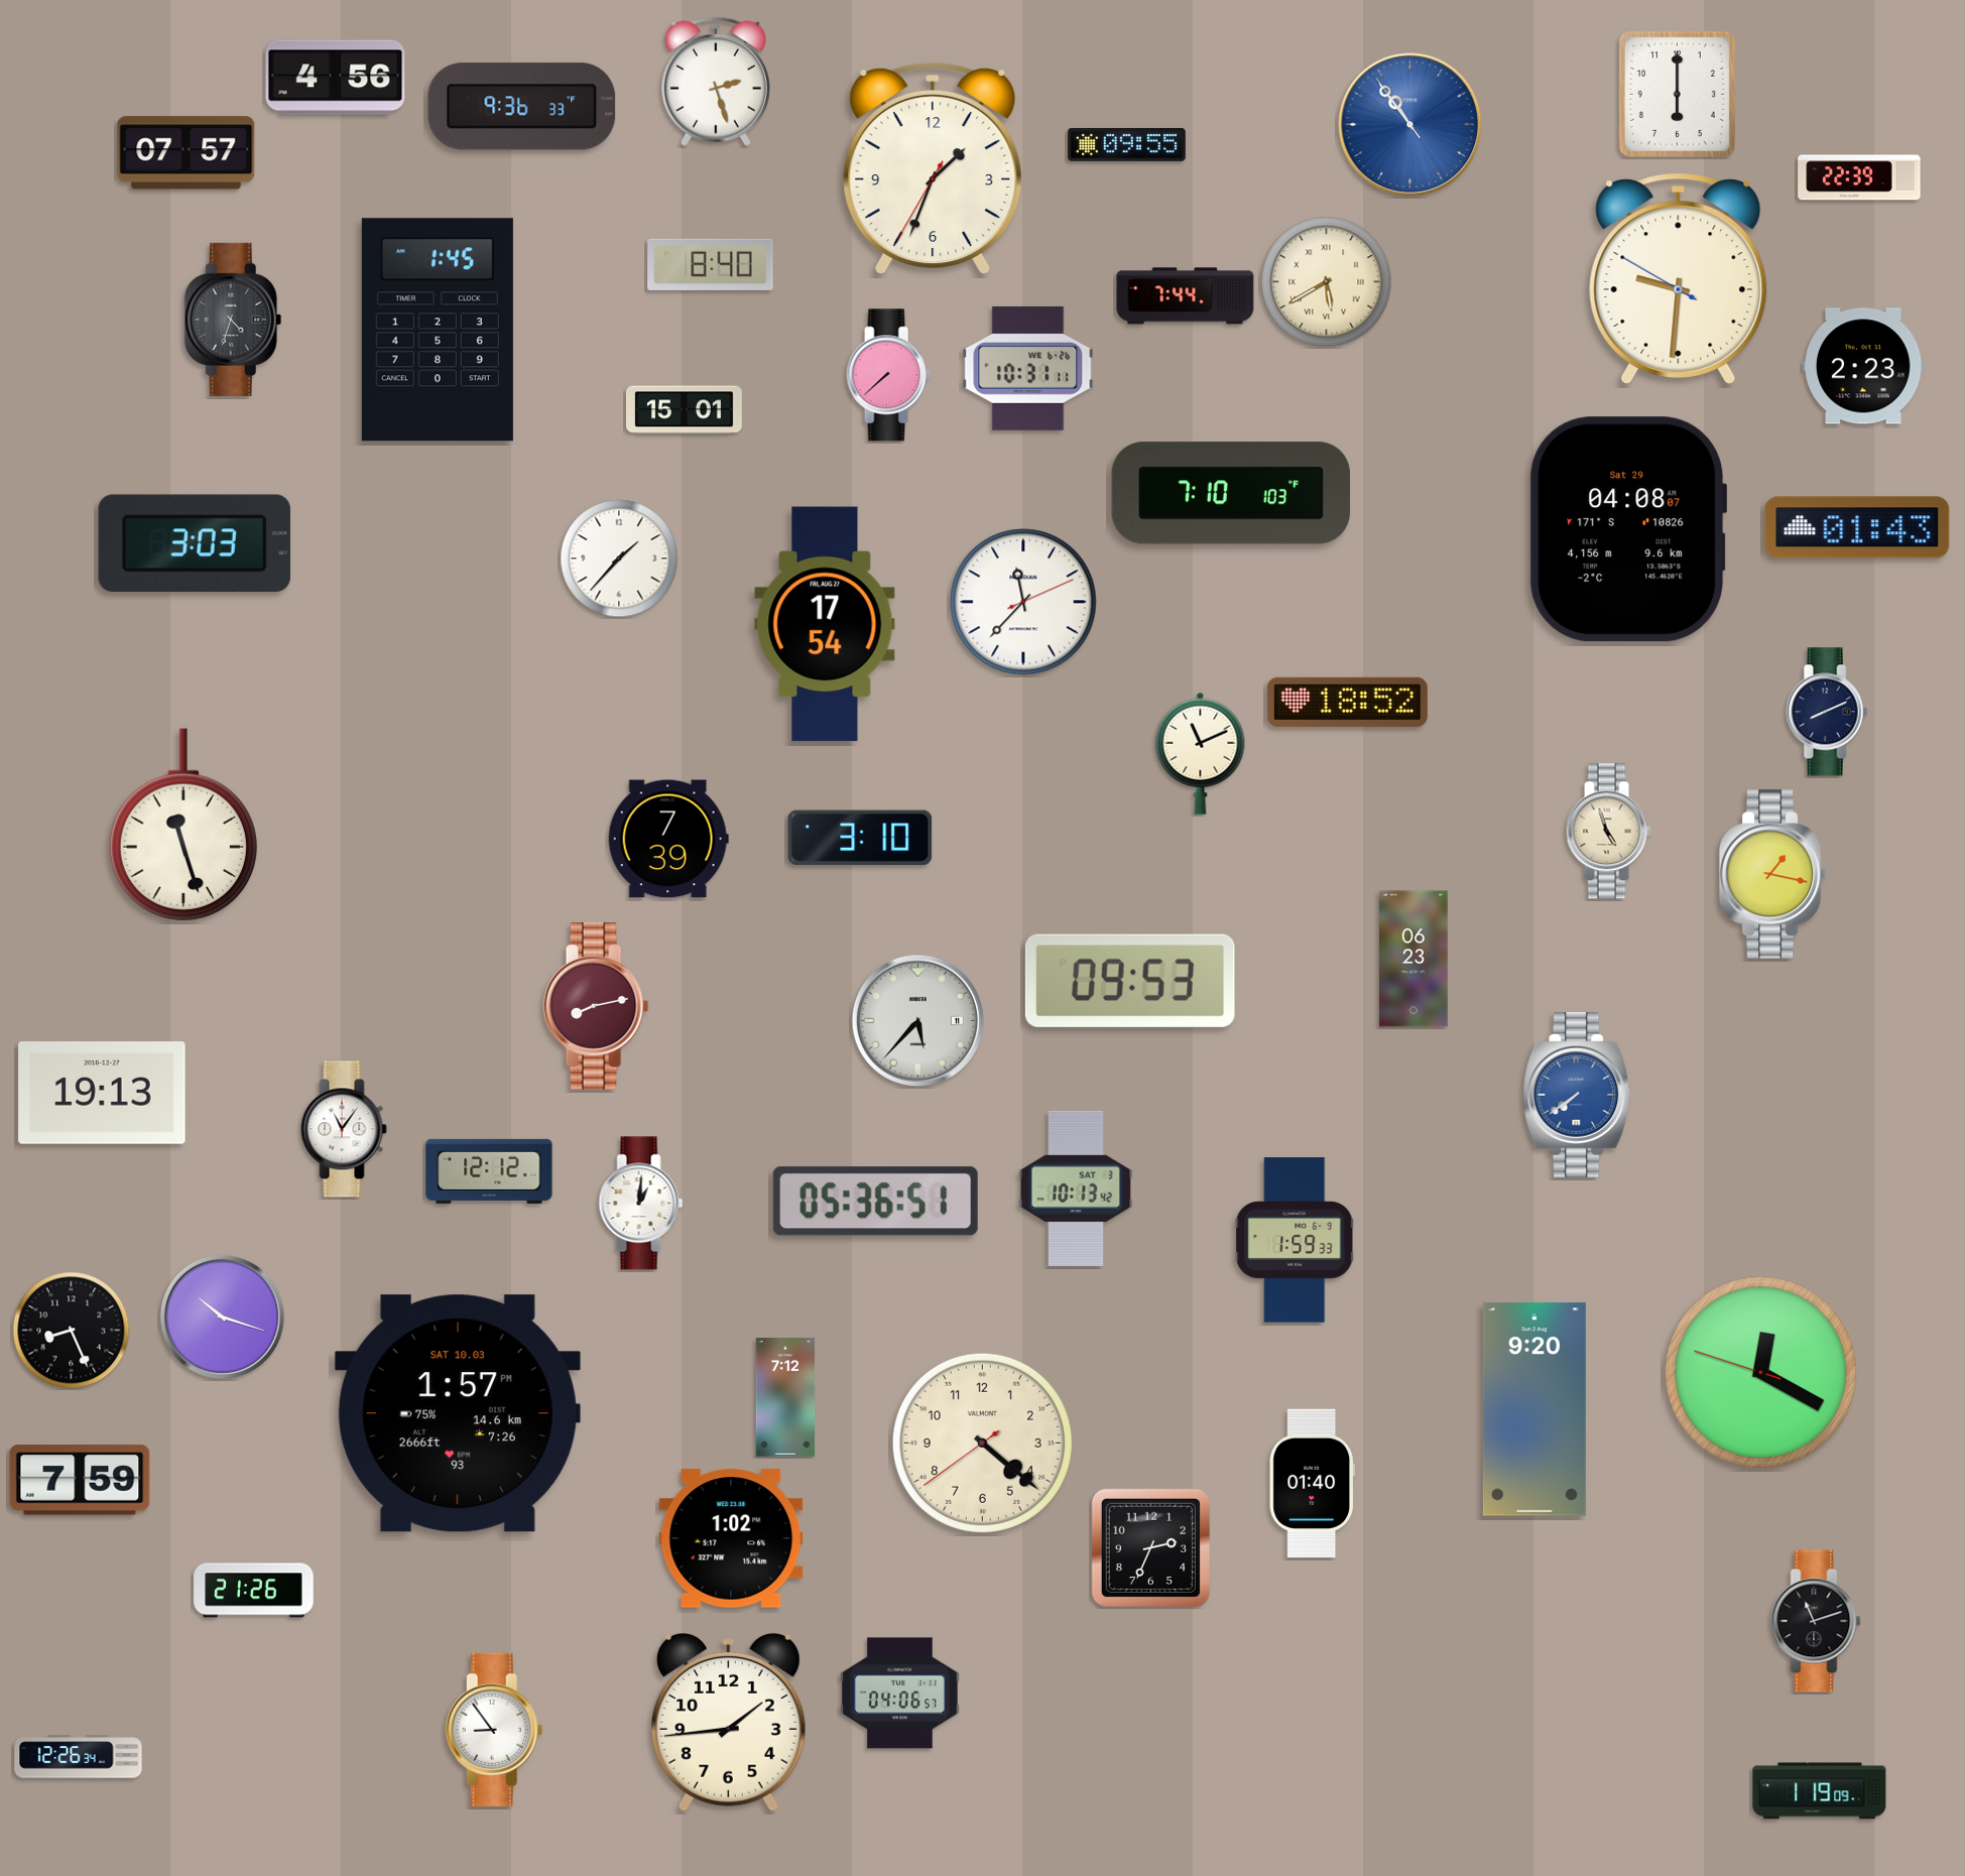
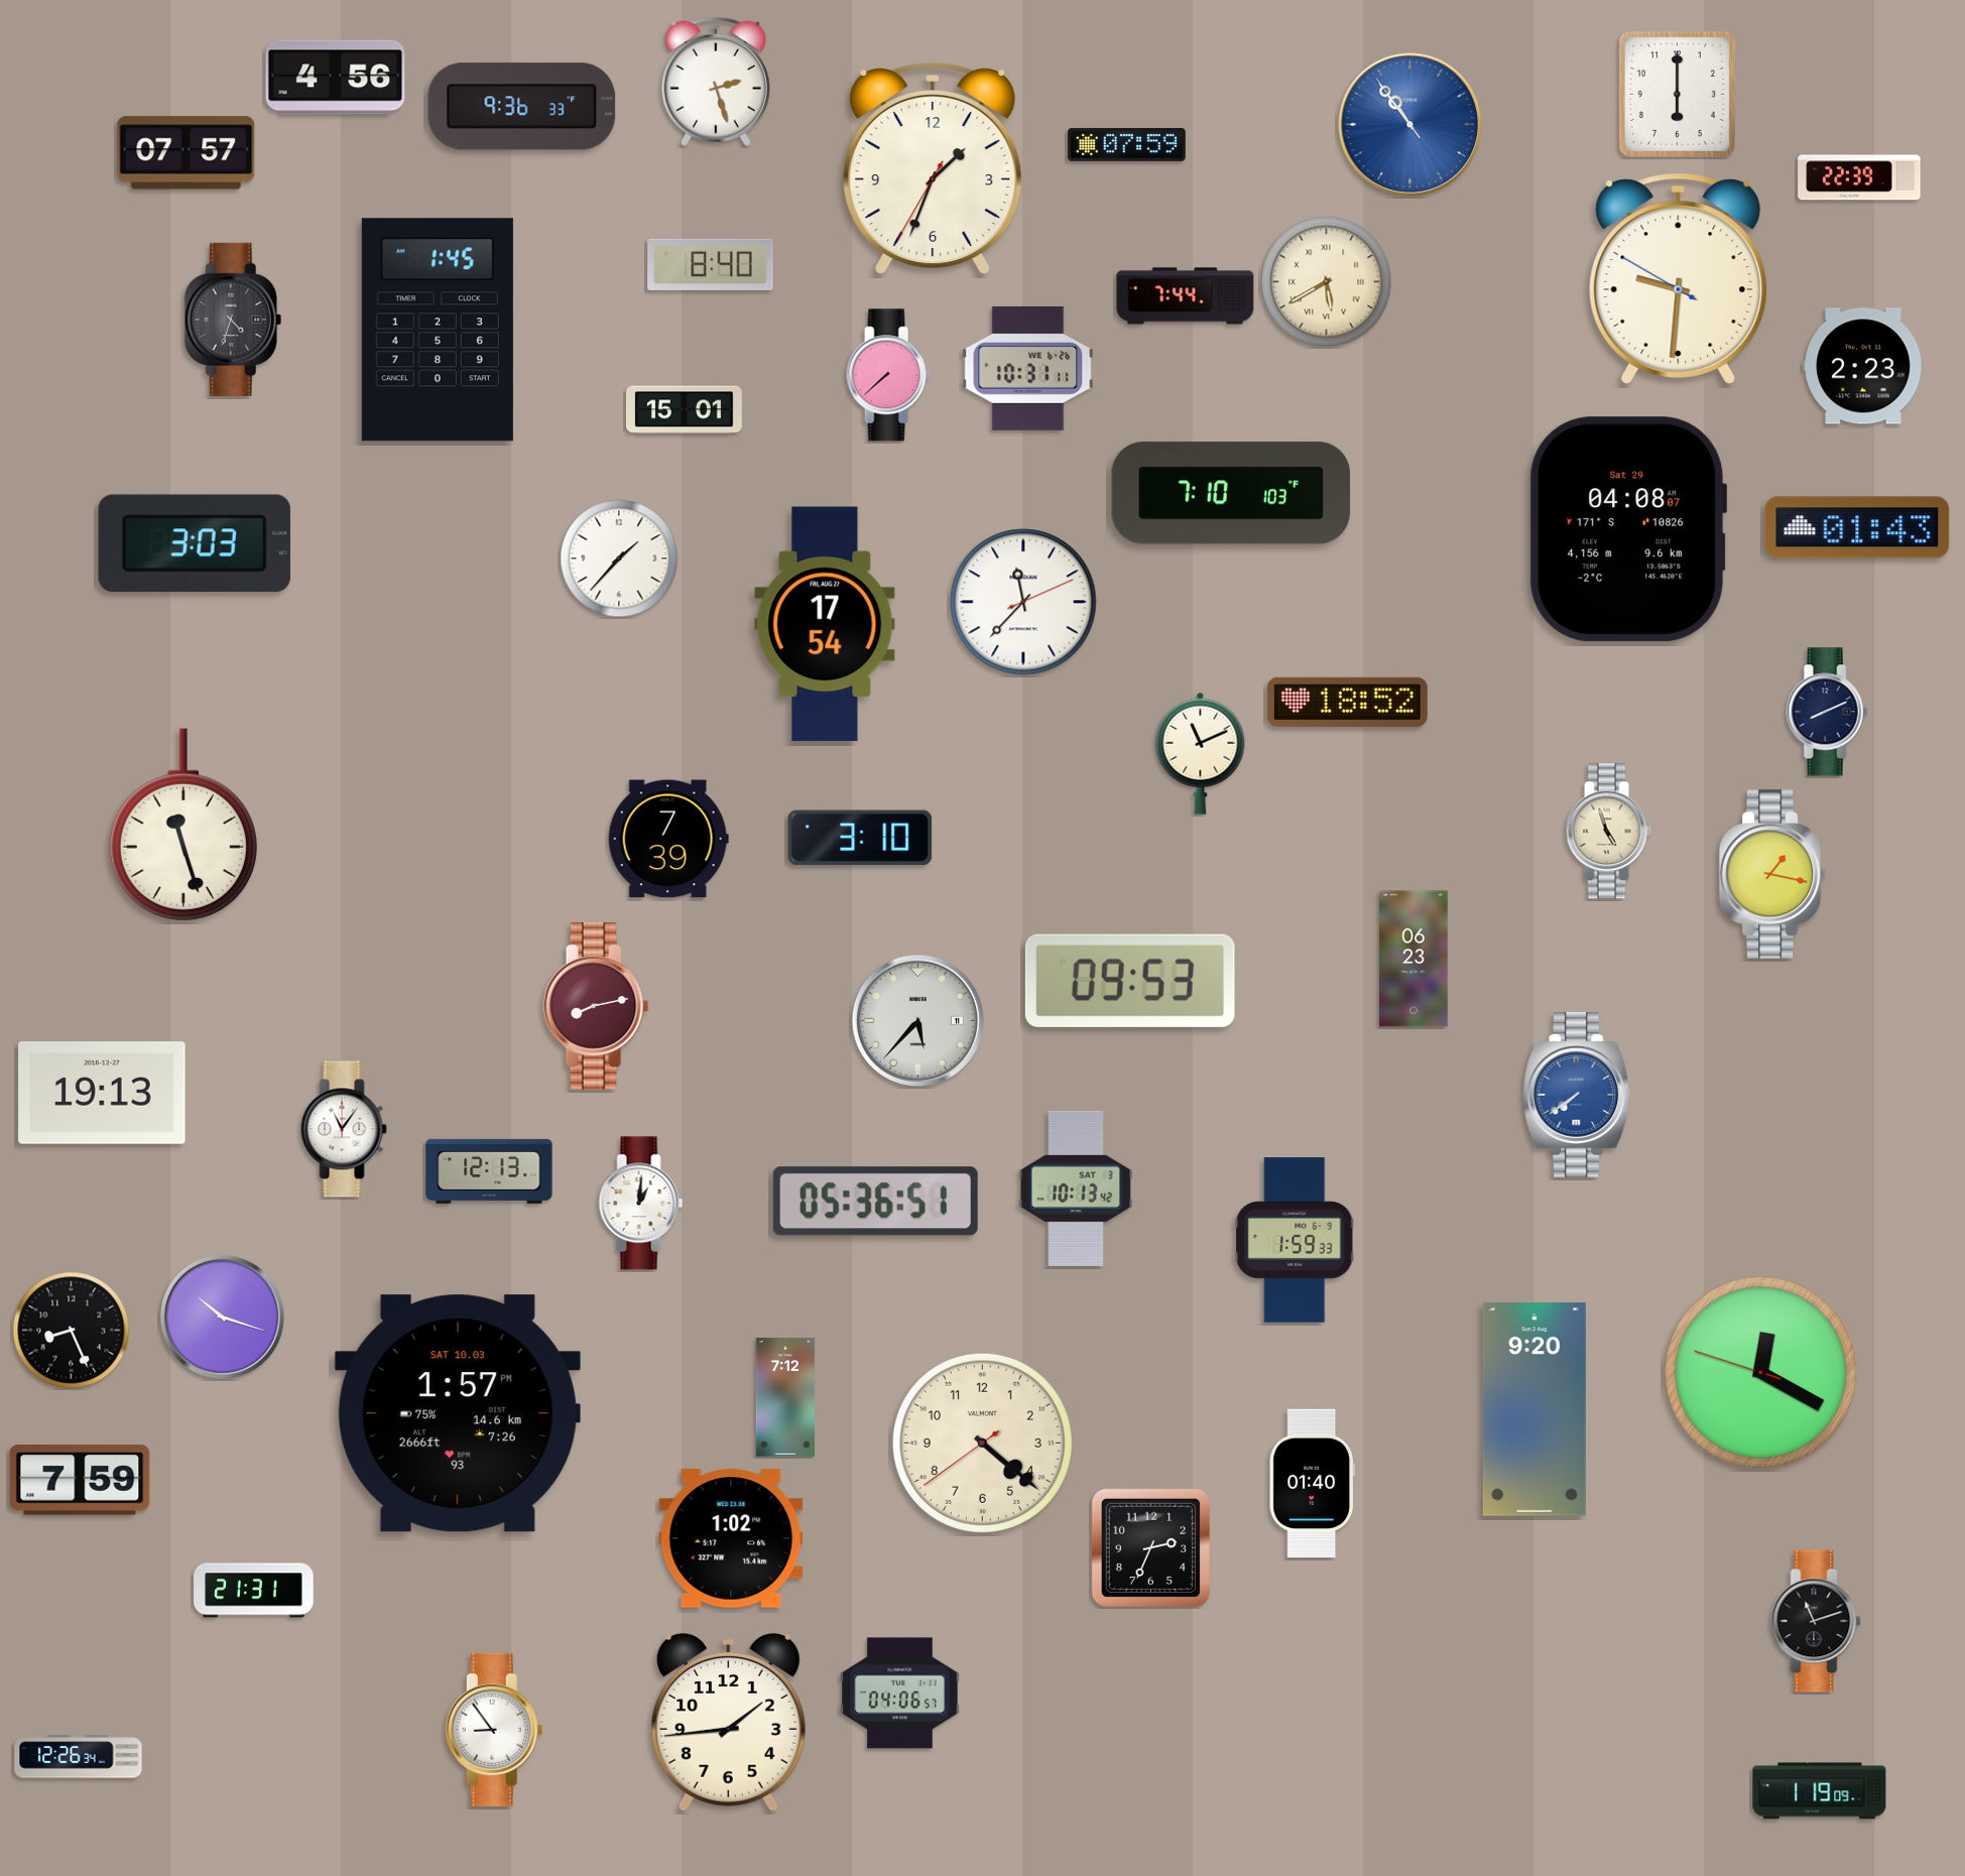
clock at (1127, 144): 09:55 -> 07:59
clock at (489, 1171): 12:12 -> 12:13
clock at (254, 1591): 21:26 -> 21:31
